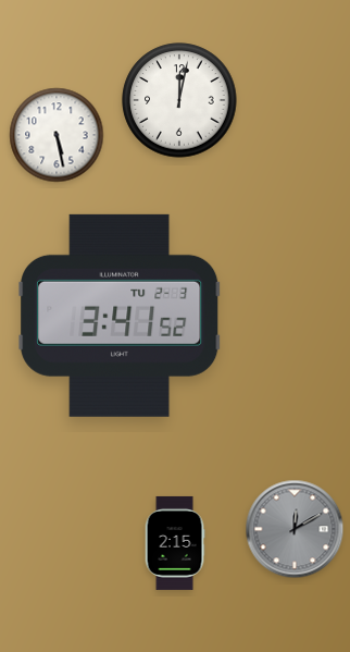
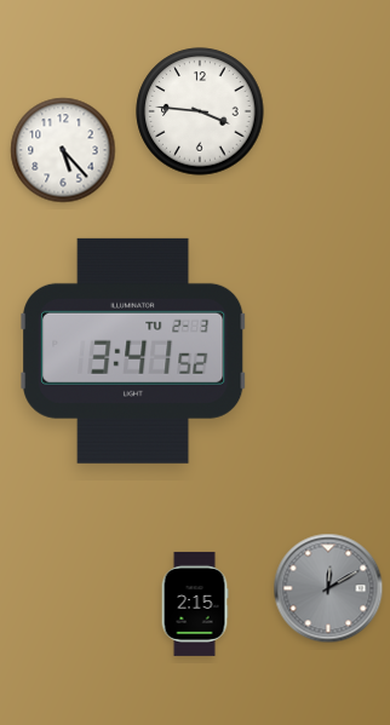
clock at (179, 100): 12:02 -> 3:46
clock at (57, 135): 5:28 -> 5:23
